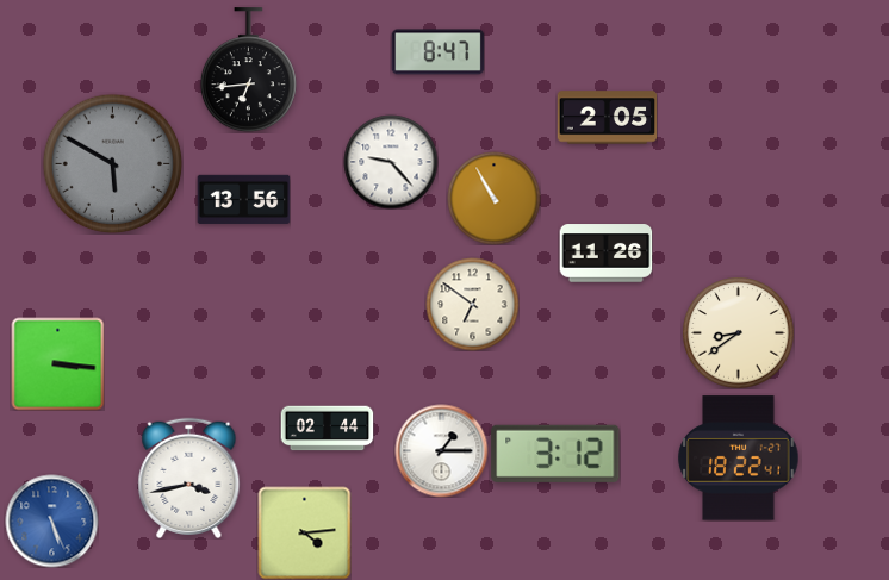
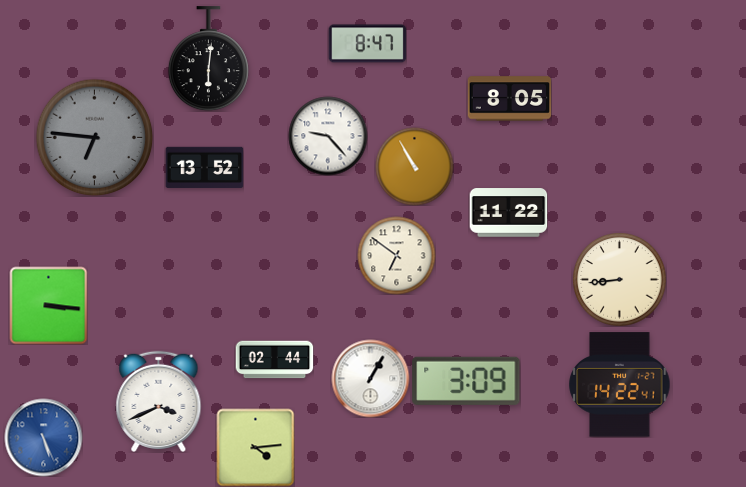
clock at (248, 70): 6:44 -> 6:01
clock at (607, 118): 2:05 -> 8:05
clock at (112, 163): 5:50 -> 6:46
clock at (243, 199): 13:56 -> 13:52
clock at (605, 254): 11:26 -> 11:22
clock at (738, 332): 8:39 -> 8:44
clock at (441, 450): 1:15 -> 1:05
clock at (555, 454): 3:12 -> 3:09
clock at (739, 459): 18:22 -> 14:22
clock at (189, 478): 3:43 -> 3:41
